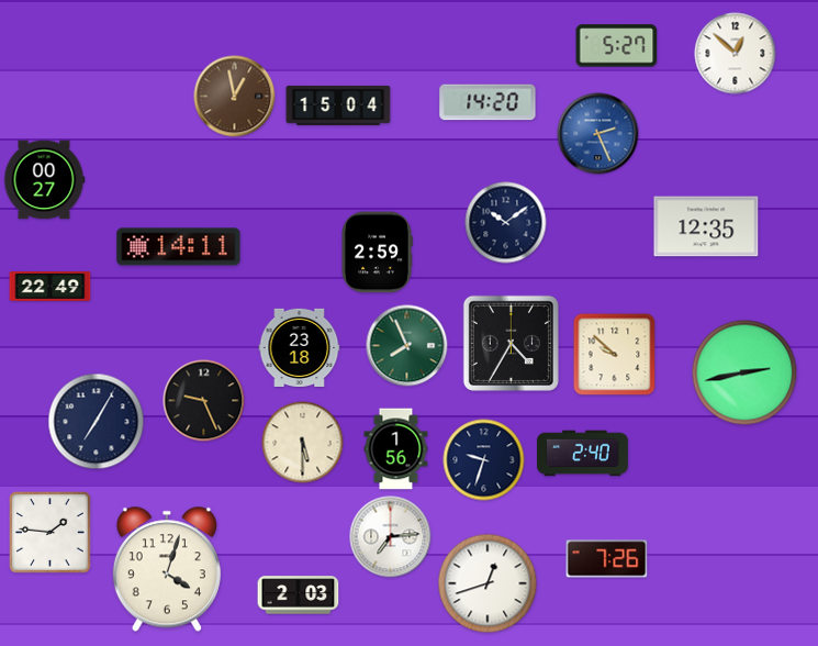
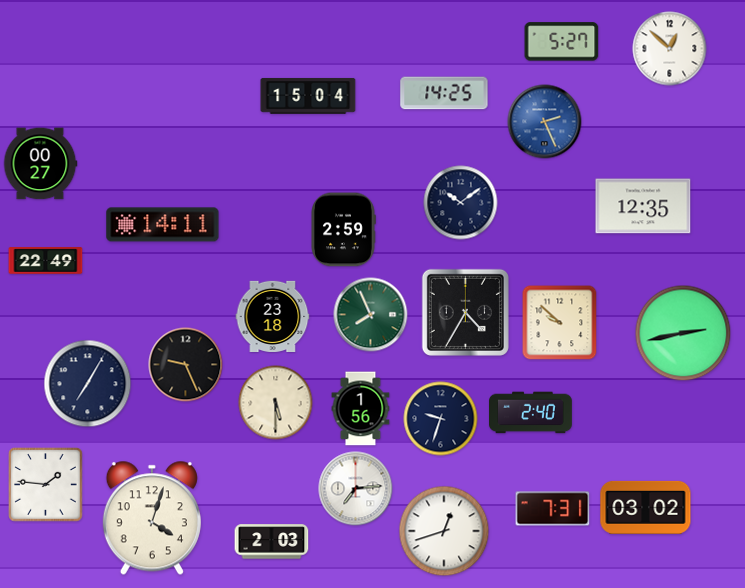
clock at (235, 97): 12:58 -> none
clock at (488, 102): 14:20 -> 14:25
clock at (744, 372) position: (744, 372) -> (683, 333)
clock at (646, 507): none -> 03:02
clock at (607, 559): 7:26 -> 7:31
